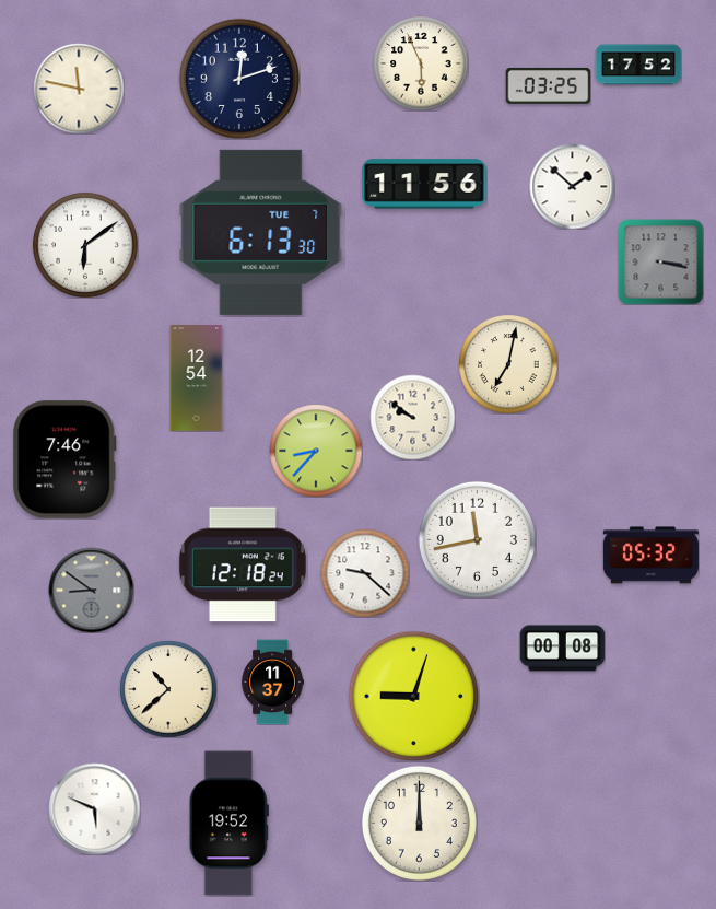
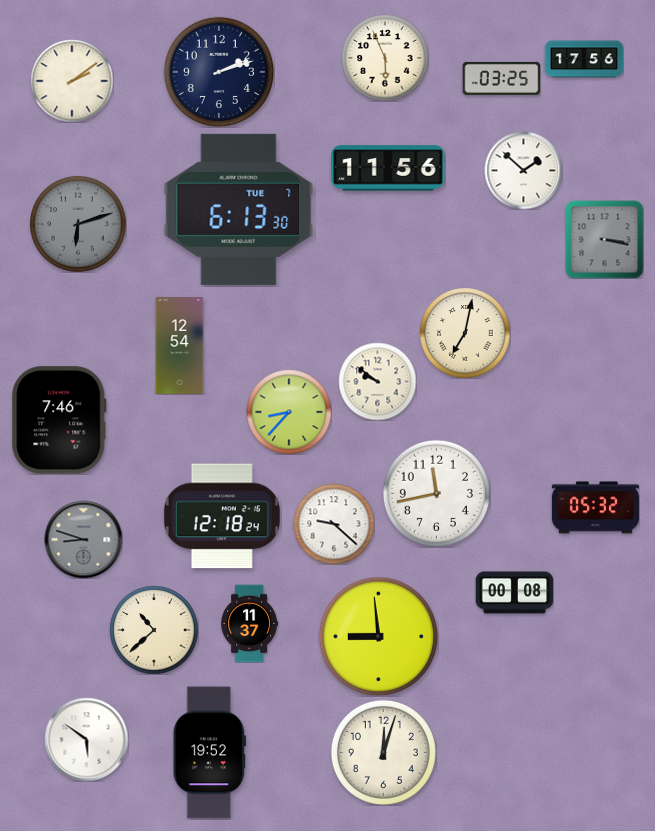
clock at (638, 65): 17:52 -> 17:56
clock at (239, 79): 12:12 -> 2:12
clock at (79, 89): 11:47 -> 2:09
clock at (261, 232) position: (261, 232) -> (239, 209)
clock at (85, 245): 6:09 -> 6:12
clock at (85, 245) dial: white -> grey
clock at (91, 590): 8:51 -> 8:48
clock at (413, 696): 9:03 -> 8:59
clock at (94, 808): 5:49 -> 5:51
clock at (419, 823): 12:00 -> 12:03
